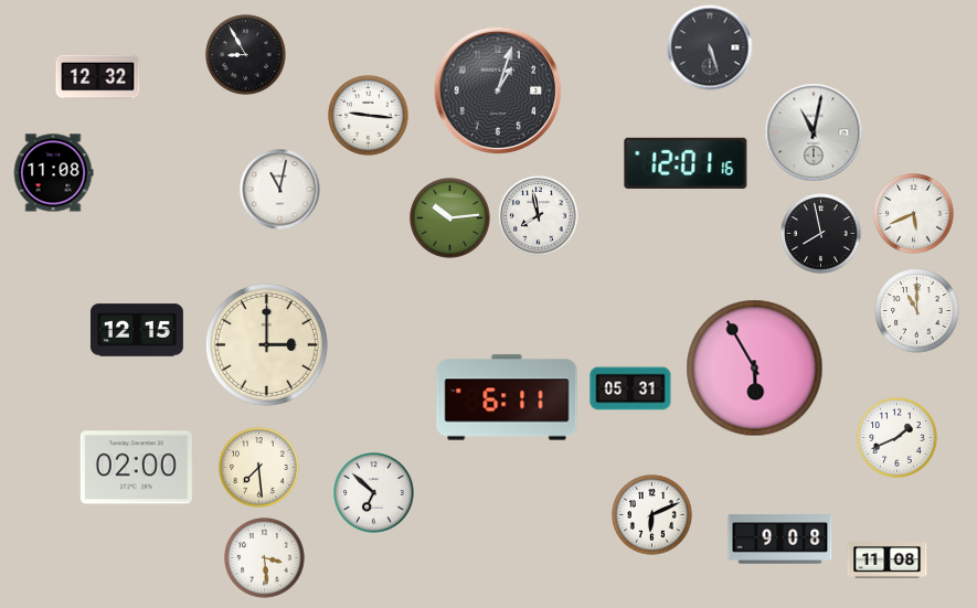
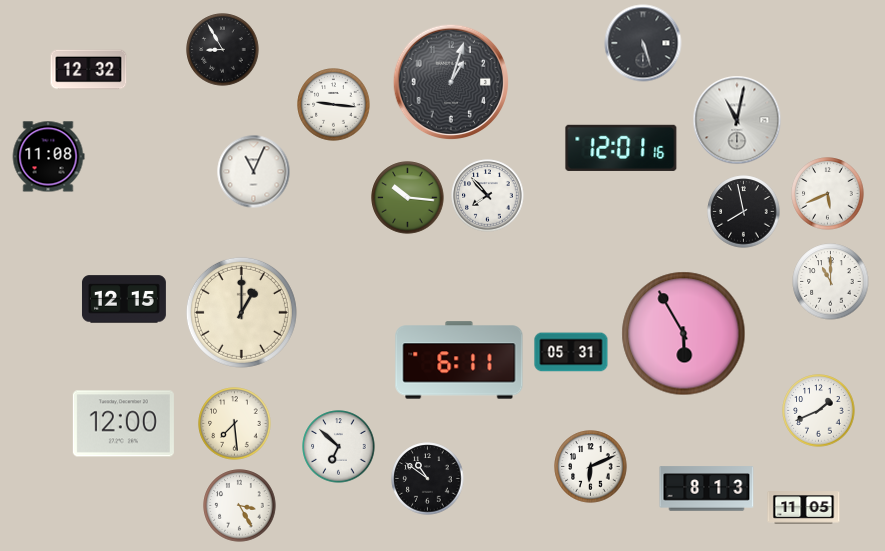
clock at (280, 190): 11:02 -> 11:04
clock at (539, 216): 7:58 -> 7:53
clock at (450, 218): 10:14 -> 10:16
clock at (266, 344): 3:00 -> 1:00
clock at (898, 438) position: (898, 438) -> (819, 411)
clock at (136, 468): 02:00 -> 12:00
clock at (428, 479): none -> 10:51
clock at (780, 540): 9:08 -> 8:13
clock at (265, 558): 3:29 -> 3:25
clock at (888, 561): 11:08 -> 11:05
